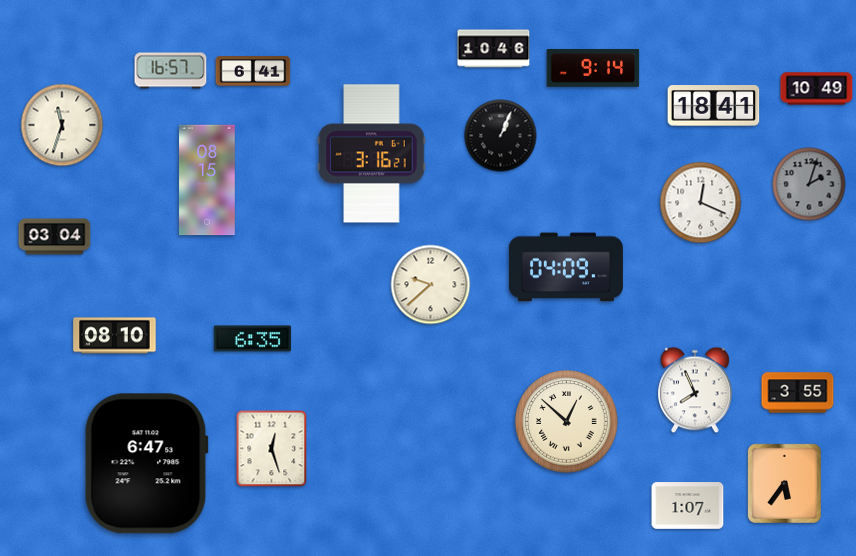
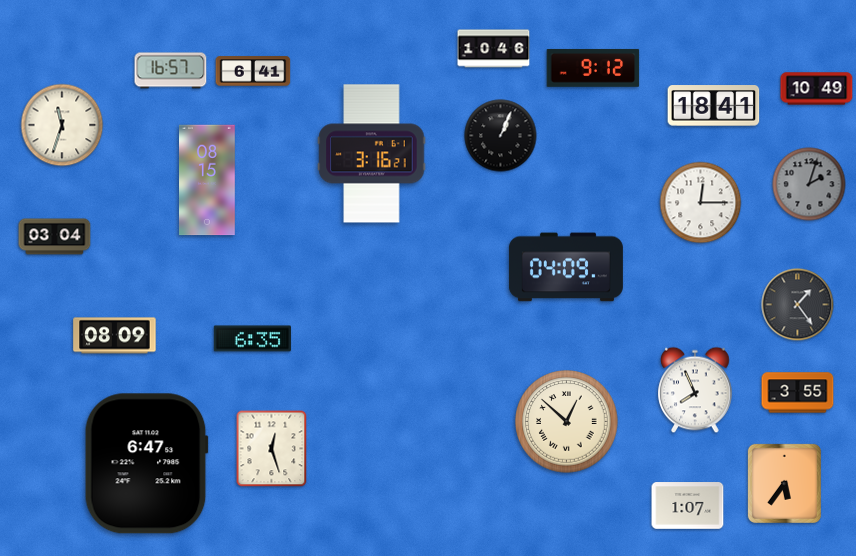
clock at (593, 68): 9:14 -> 9:12
clock at (701, 203): 12:19 -> 12:15
clock at (431, 285): 9:38 -> none
clock at (798, 305): none -> 1:24
clock at (115, 336): 08:10 -> 08:09
